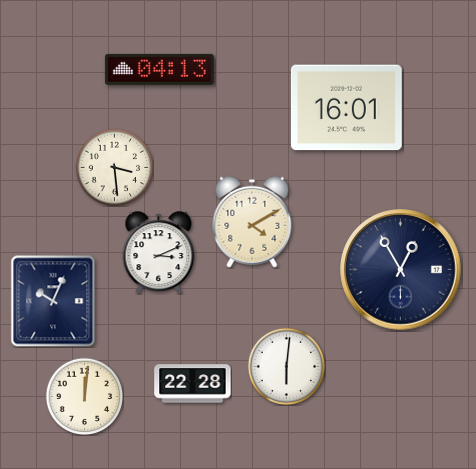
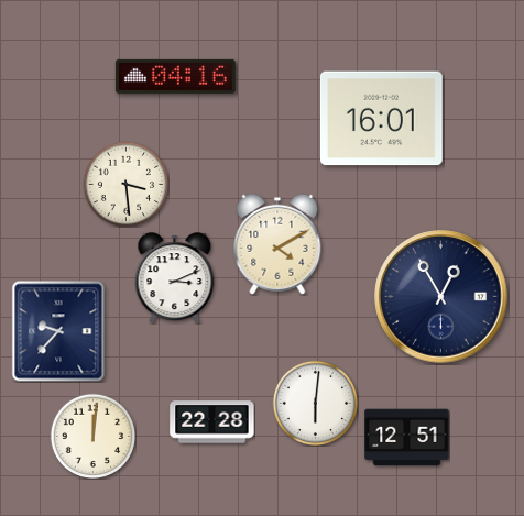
clock at (159, 69): 04:13 -> 04:16
clock at (53, 301): 10:04 -> 9:37
clock at (407, 438): none -> 12:51
